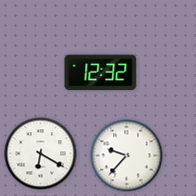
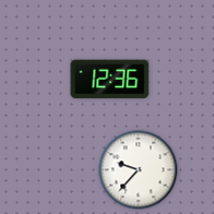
clock at (101, 73): 12:32 -> 12:36
clock at (41, 154): 6:20 -> none
